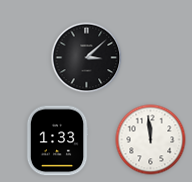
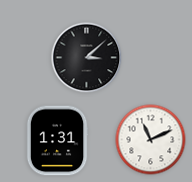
clock at (151, 140): 11:59 -> 11:11
clock at (57, 141): 1:33 -> 1:31
